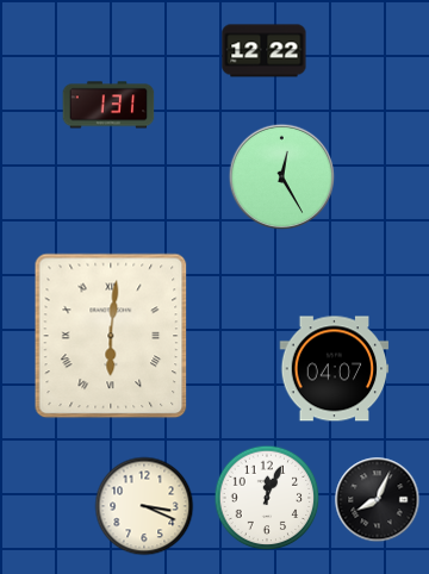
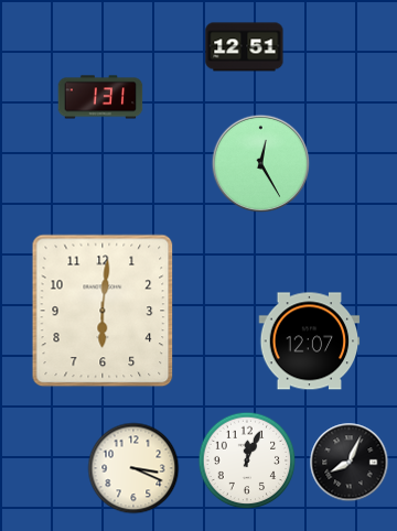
clock at (265, 51): 12:22 -> 12:51
clock at (111, 336) numerals: Roman -> Arabic
clock at (335, 369): 04:07 -> 12:07
